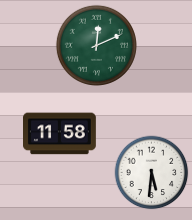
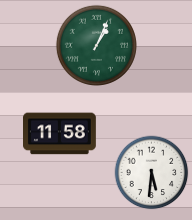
clock at (96, 45): 12:11 -> 1:04
